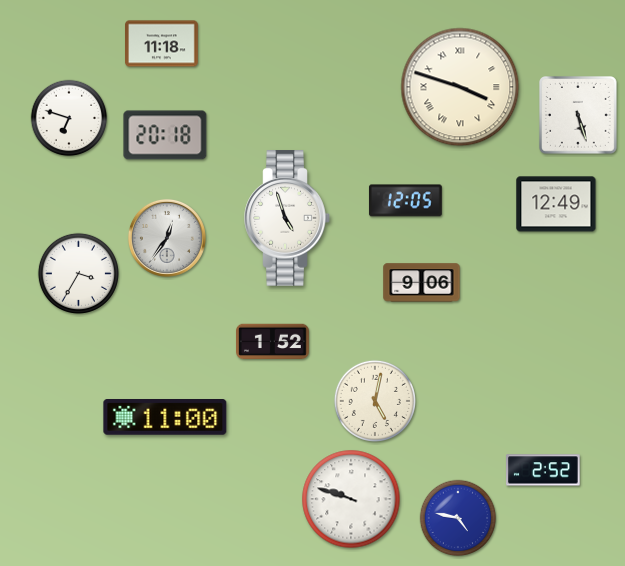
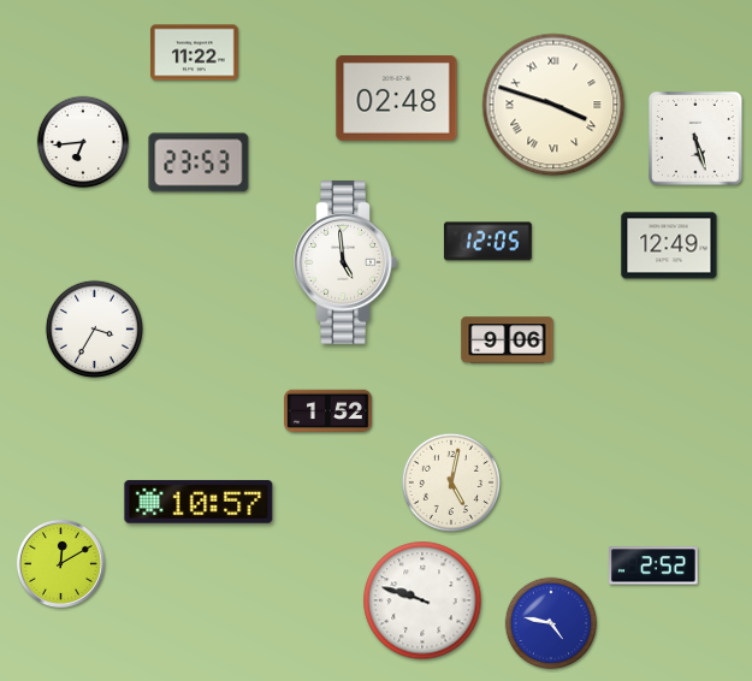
clock at (162, 44): 11:18 -> 11:22
clock at (397, 99): none -> 02:48
clock at (69, 118): 6:48 -> 6:44
clock at (165, 135): 20:18 -> 23:53
clock at (287, 218): 4:57 -> 4:59
clock at (167, 238): 12:36 -> none
clock at (165, 418): 11:00 -> 10:57
clock at (60, 563): none -> 12:10
